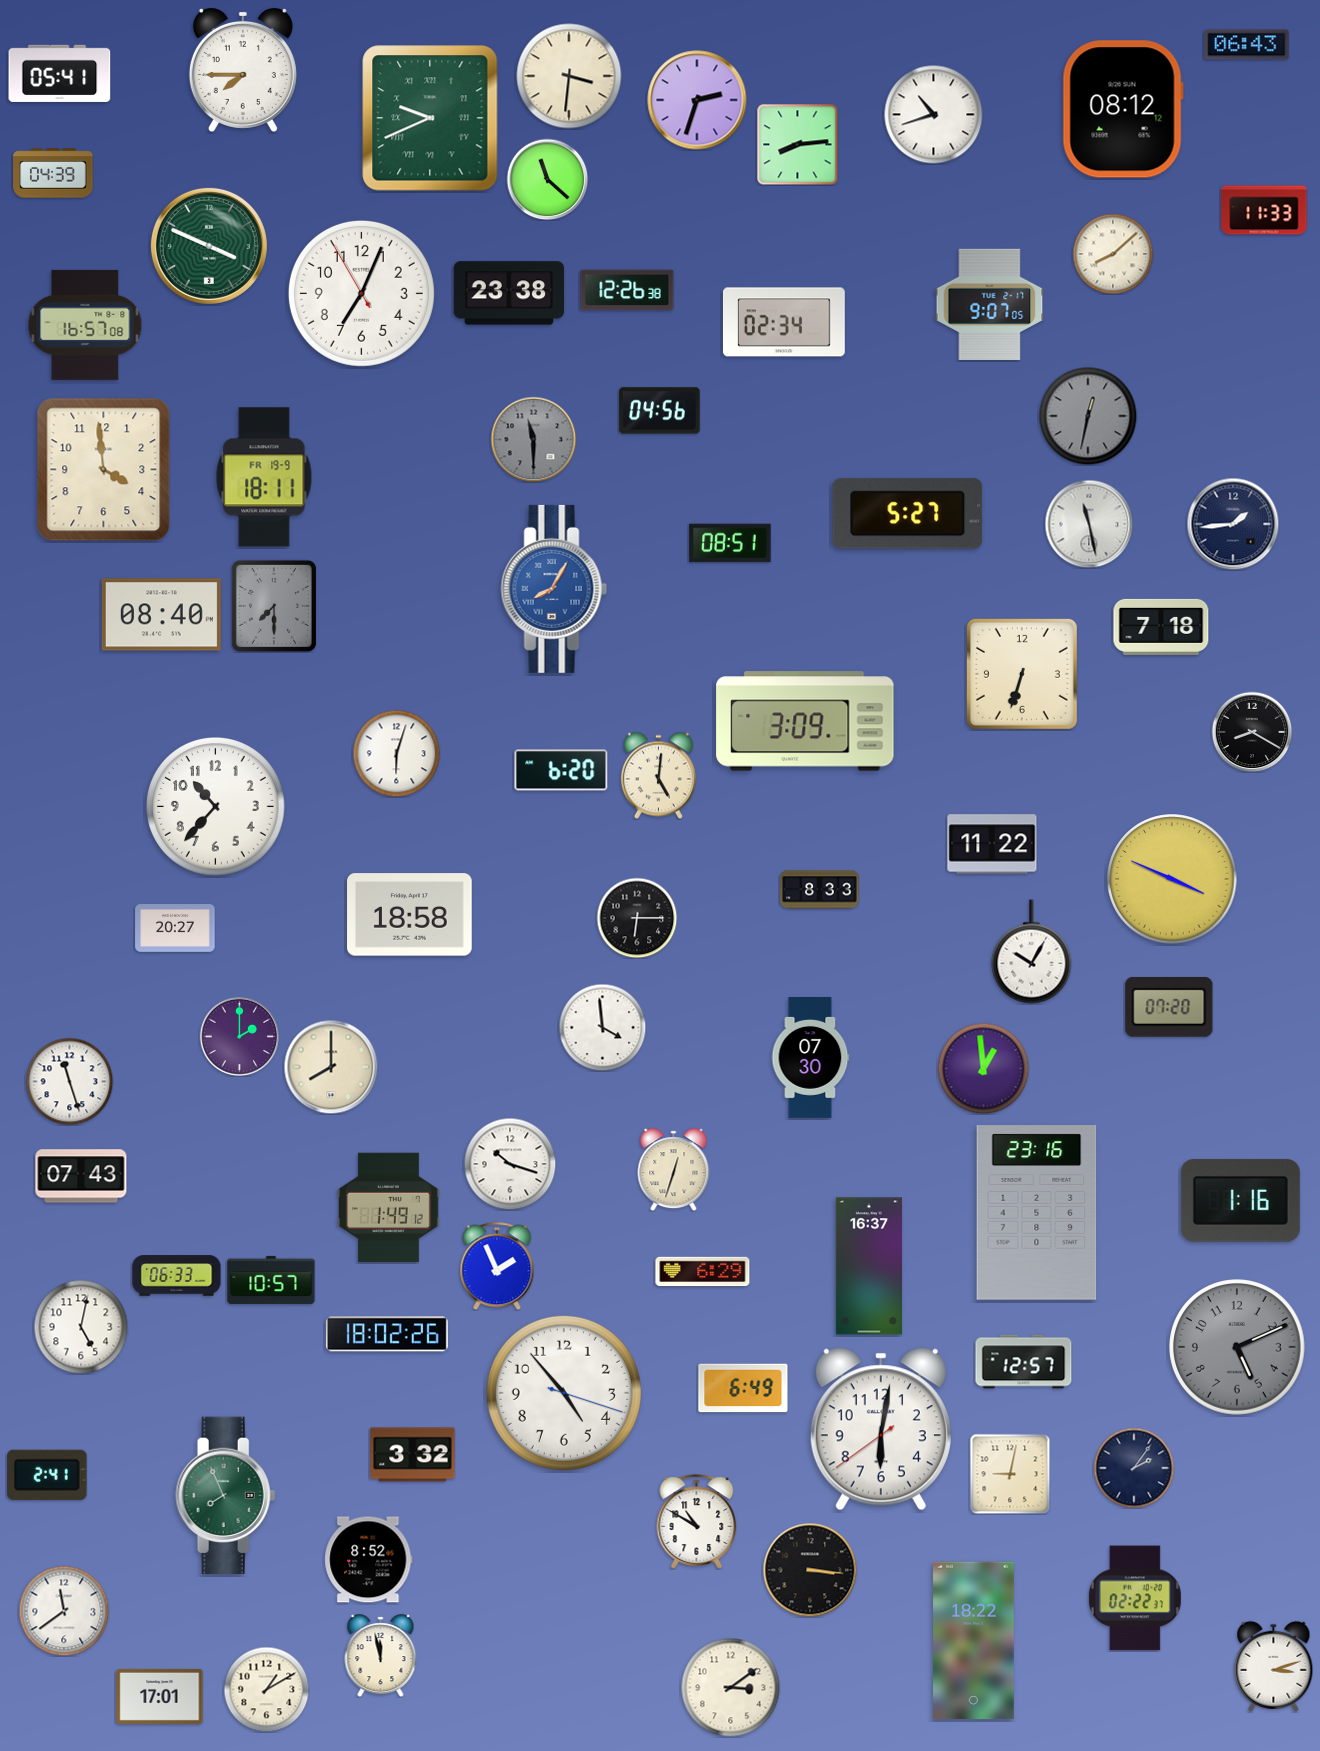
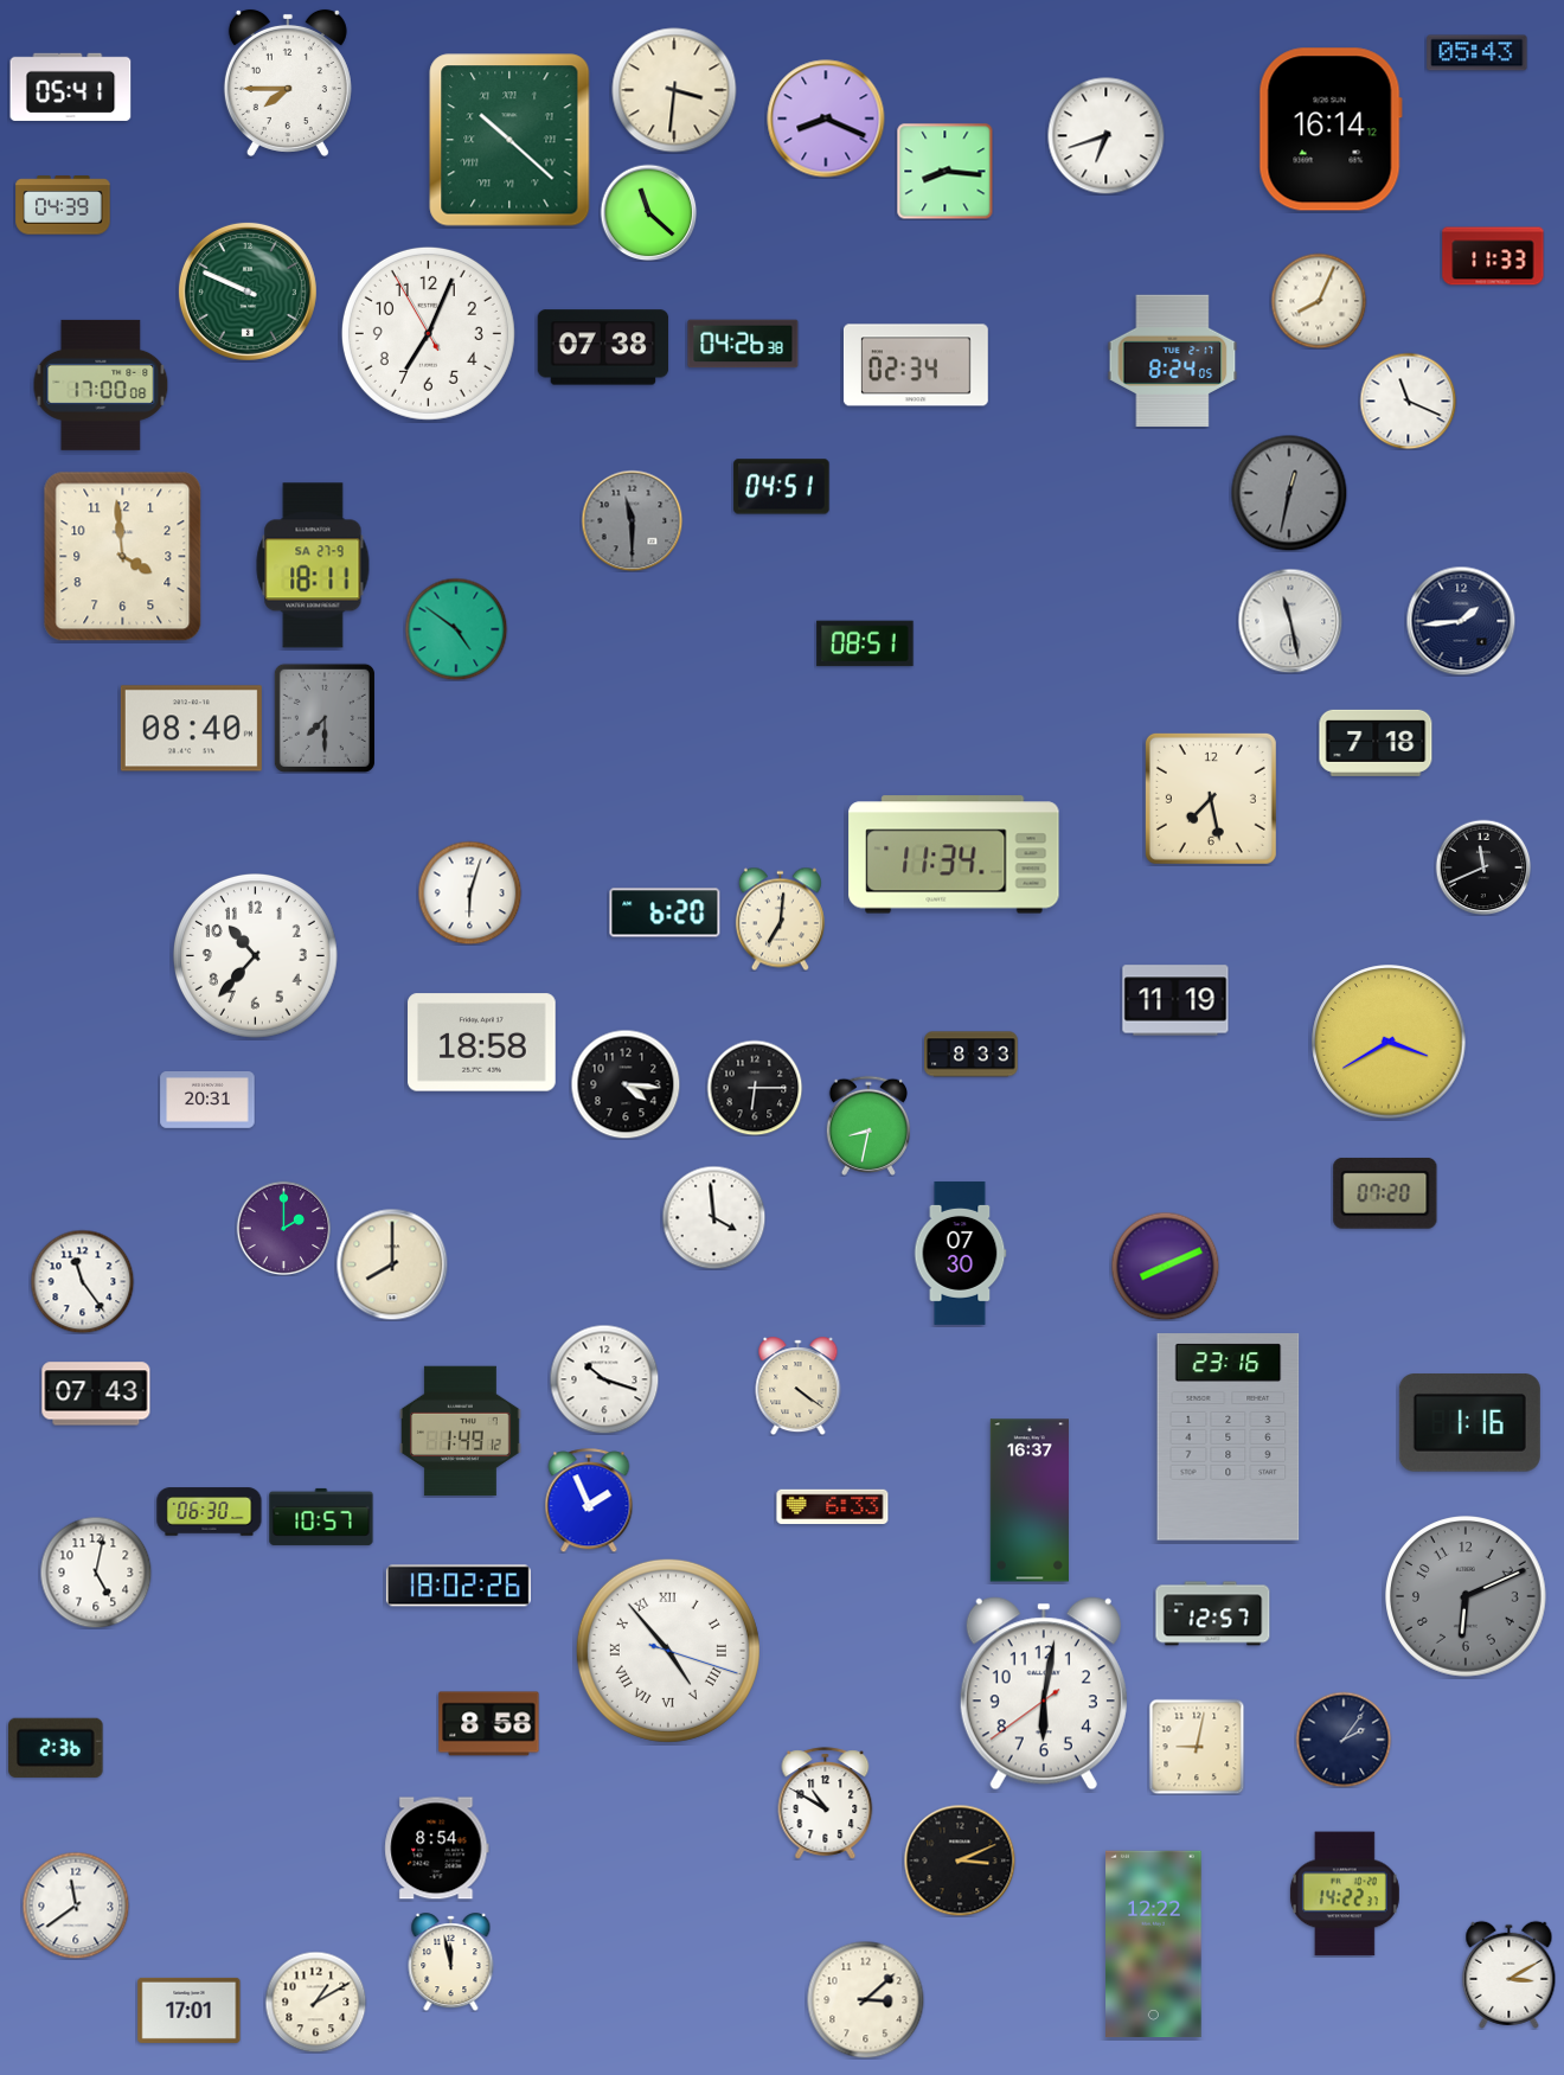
clock at (1247, 45): 06:43 -> 05:43
clock at (697, 100): 2:33 -> 8:19
clock at (1123, 109): 08:12 -> 16:14
clock at (934, 115): 10:42 -> 6:42
clock at (430, 118): 9:41 -> 10:22
clock at (797, 144): 8:14 -> 8:16
clock at (1264, 210) position: (1264, 210) -> (1493, 256)
clock at (209, 246): 3:49 -> 9:49
clock at (1113, 254): 8:08 -> 8:04
clock at (627, 290): 12:26 -> 04:26
clock at (361, 293) position: (361, 293) -> (428, 333)
clock at (509, 293): 23:38 -> 07:38
clock at (990, 305): 9:07 -> 8:24
clock at (784, 322) position: (784, 322) -> (916, 365)
clock at (85, 325): 16:57 -> 17:00
clock at (1408, 401): none -> 11:19
clock at (660, 411): 04:56 -> 04:51
clock at (264, 477) date: FR 19-9 -> SA 27-9
clock at (908, 514): 5:27 -> none
clock at (456, 629): none -> 4:51
clock at (554, 589): 8:05 -> none
clock at (1022, 674): 6:33 -> 7:28
clock at (805, 721): 3:09 -> 11:34
clock at (1252, 732): 8:20 -> 11:41
clock at (658, 775): 5:01 -> 7:01
clock at (992, 844): 11:22 -> 11:19
clock at (1172, 879): 3:49 -> 3:40
clock at (410, 915) position: (410, 915) -> (482, 1043)
clock at (626, 1084): none -> 4:16
clock at (175, 929): 20:27 -> 20:31
clock at (867, 1126): none -> 8:32
clock at (1032, 952): 10:05 -> none
clock at (983, 1068): 12:59 -> 8:11
clock at (69, 1081): 11:27 -> 11:24
clock at (674, 1170): 12:33 -> 4:21
clock at (703, 1272): 6:29 -> 6:33
clock at (177, 1276): 06:33 -> 06:30
clock at (387, 1334) position: (387, 1334) -> (459, 1586)
clock at (1238, 1348): 5:11 -> 6:11
clock at (743, 1388): 6:49 -> none
clock at (564, 1393) numerals: Arabic -> Roman
clock at (413, 1455): 3:32 -> 8:58
clock at (47, 1475): 2:41 -> 2:36
clock at (226, 1495): 7:56 -> none
clock at (369, 1560): 8:52 -> 8:54
clock at (810, 1570): 3:16 -> 3:11
clock at (1135, 1598): 02:22 -> 14:22
clock at (64, 1611) position: (64, 1611) -> (76, 1906)
clock at (974, 1641): 18:22 -> 12:22
clock at (1274, 1666): 3:12 -> 3:10
clock at (731, 1688): 3:09 -> 3:08
